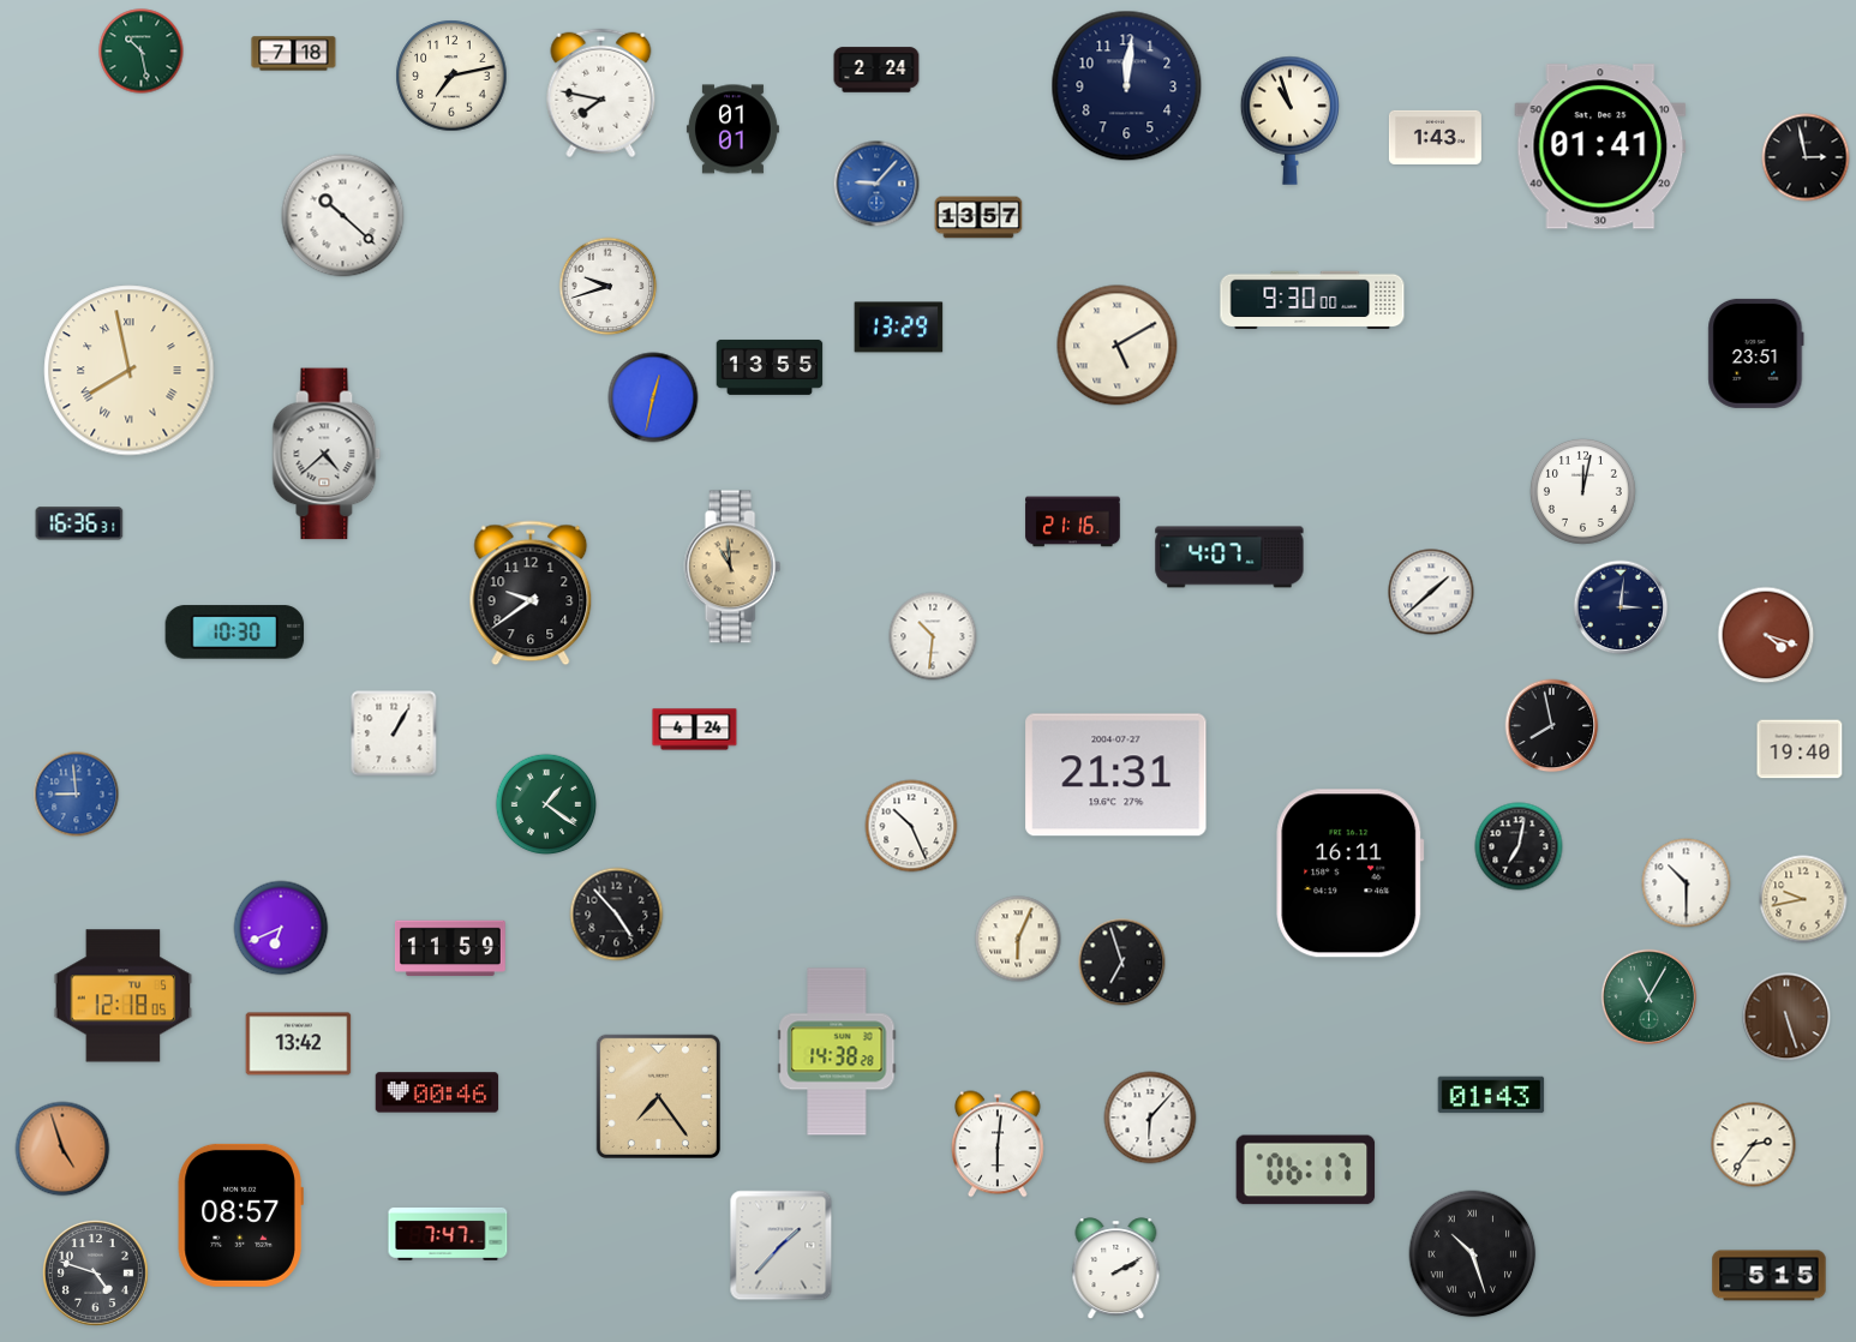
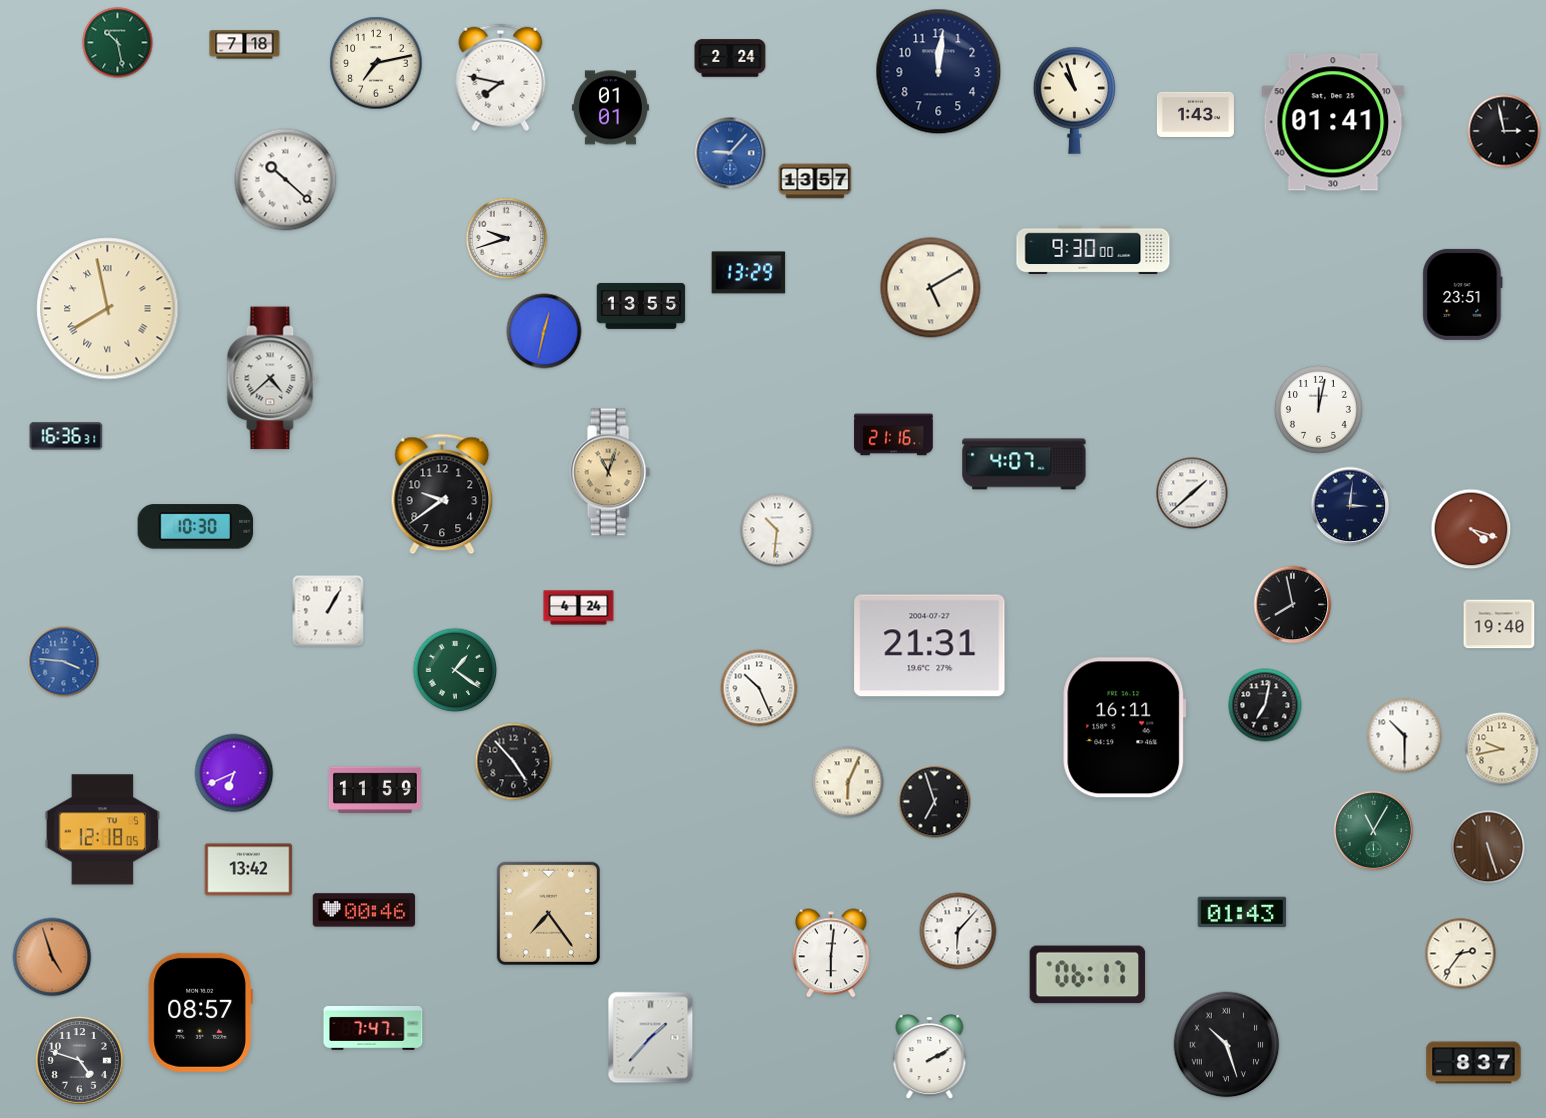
clock at (732, 567): 10:59 -> 11:03
clock at (77, 795): 8:59 -> 3:46
clock at (837, 1052): 14:38 -> none
clock at (1770, 1276): 5:15 -> 8:37
